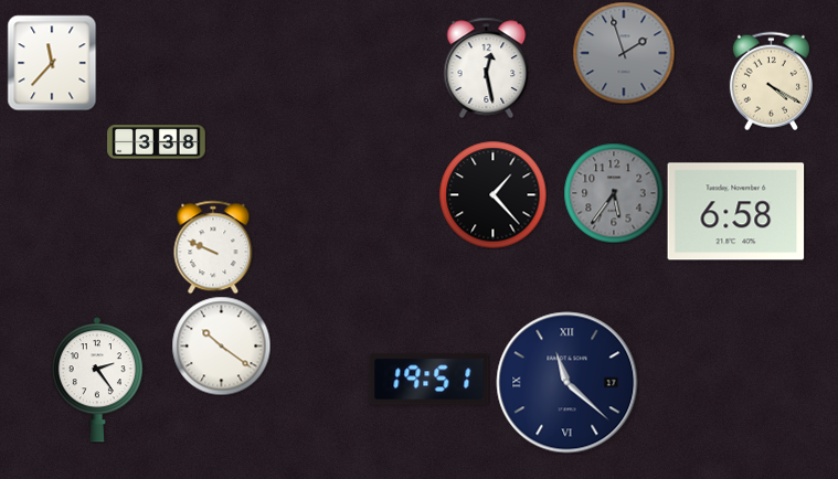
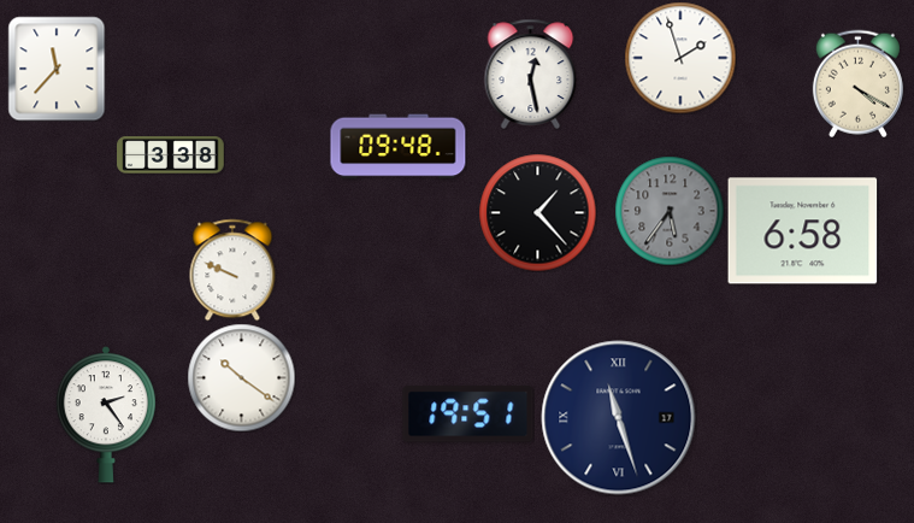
clock at (624, 53) dial: grey -> white
clock at (771, 81) position: (771, 81) -> (857, 83)
clock at (399, 147): none -> 09:48
clock at (567, 383): 11:22 -> 11:27
